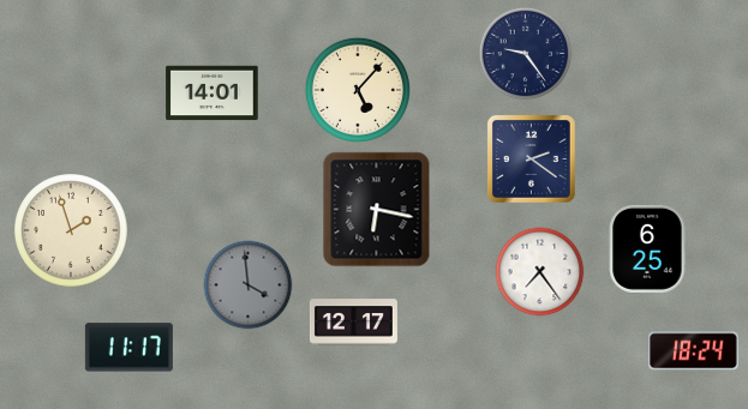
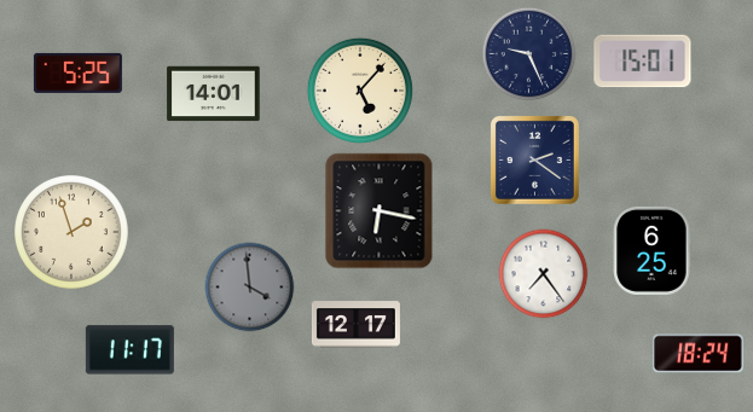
clock at (526, 54): 9:24 -> 9:26
clock at (643, 62): none -> 15:01
clock at (77, 72): none -> 5:25
